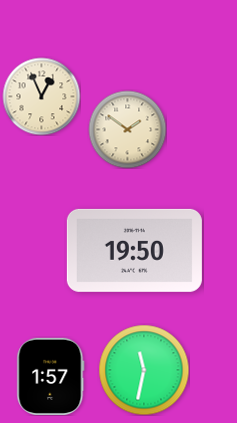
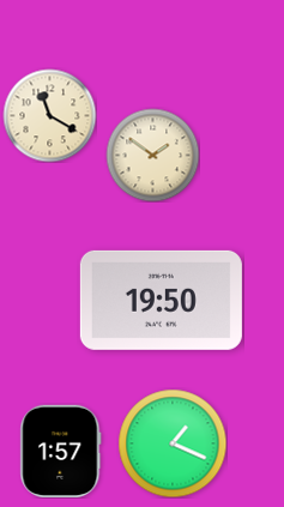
clock at (41, 96): 12:56 -> 11:20
clock at (144, 370): 11:32 -> 1:19
